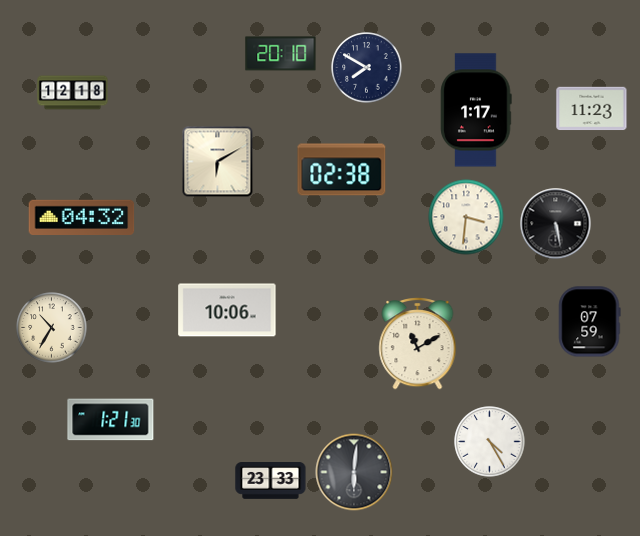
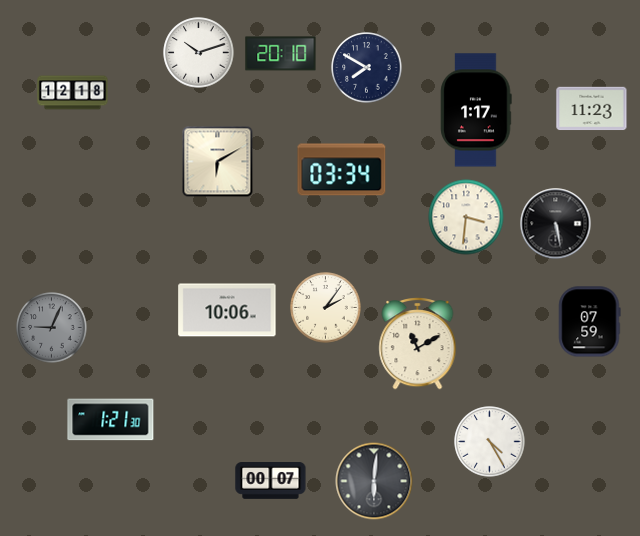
clock at (199, 53): none -> 10:12
clock at (342, 170): 02:38 -> 03:34
clock at (82, 217): 04:32 -> none
clock at (326, 308): none -> 2:06
clock at (52, 328): 10:35 -> 9:04
clock at (52, 328) dial: cream -> grey
clock at (354, 472) position: (354, 472) -> (374, 481)
clock at (271, 481): 23:33 -> 00:07
